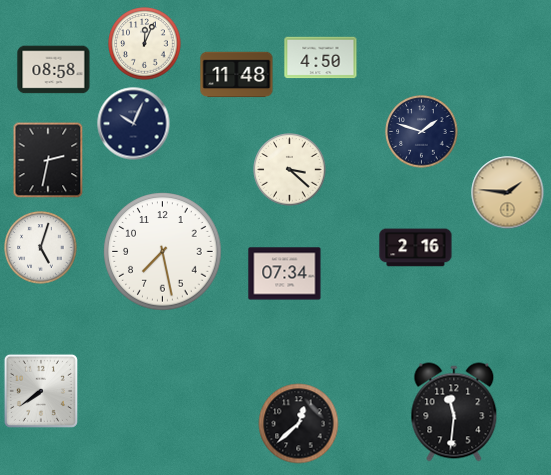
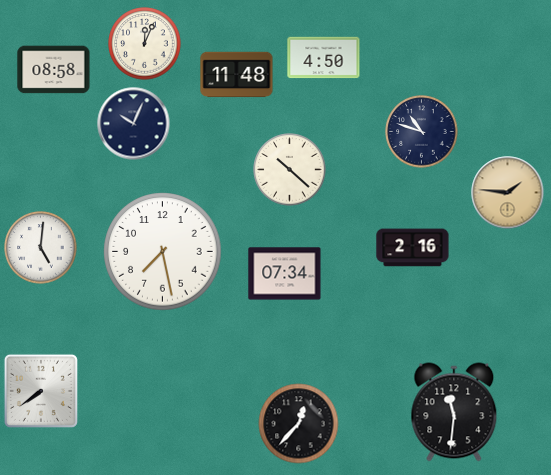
clock at (321, 58) position: (321, 58) -> (324, 58)
clock at (422, 132): 1:48 -> 10:48
clock at (48, 160): 2:32 -> none
clock at (290, 170): 3:22 -> 10:22
clock at (41, 248): 5:03 -> 5:01
clock at (416, 248) position: (416, 248) -> (413, 248)
clock at (299, 424): 12:38 -> 12:37
